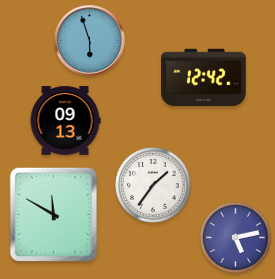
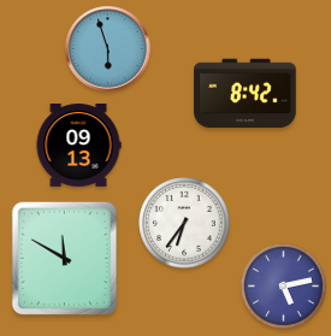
clock at (204, 78): 12:42 -> 8:42
clock at (153, 185): 1:36 -> 6:36
